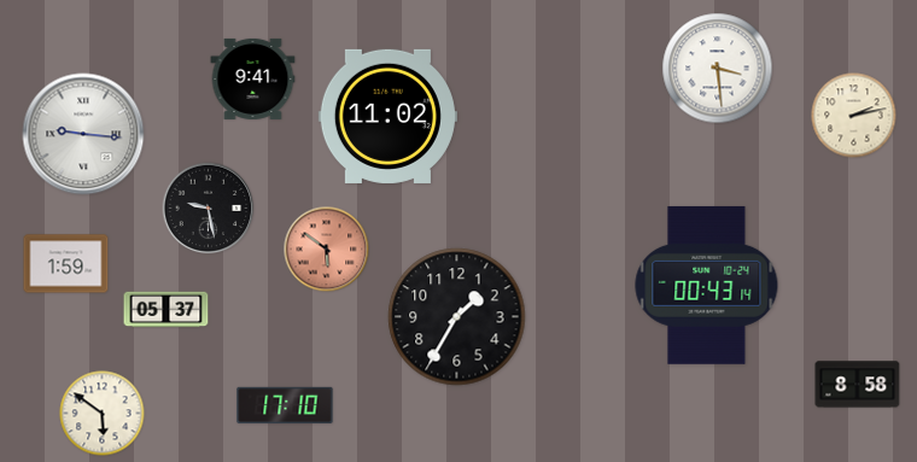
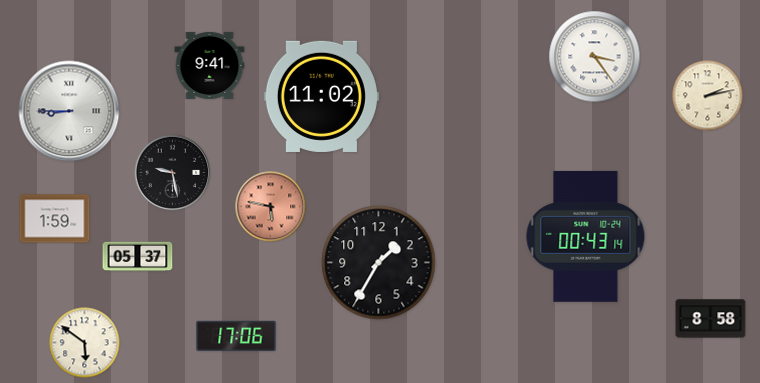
clock at (718, 69): 3:29 -> 3:24
clock at (83, 134): 9:16 -> 8:45
clock at (327, 250): 5:51 -> 5:47
clock at (285, 405): 17:10 -> 17:06
